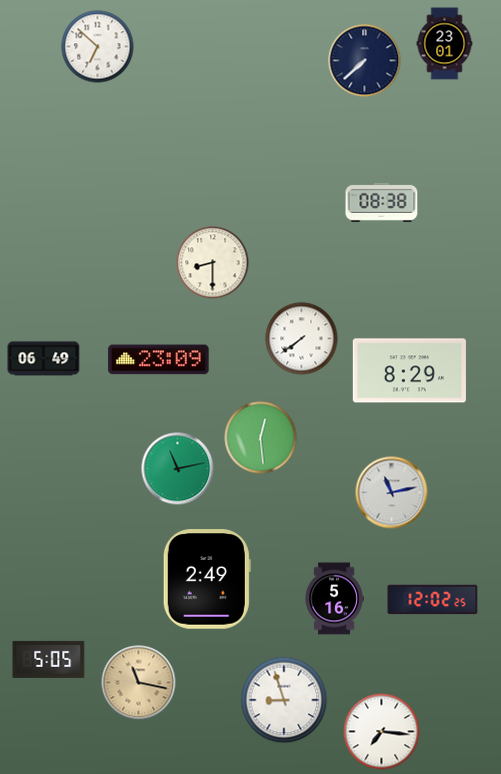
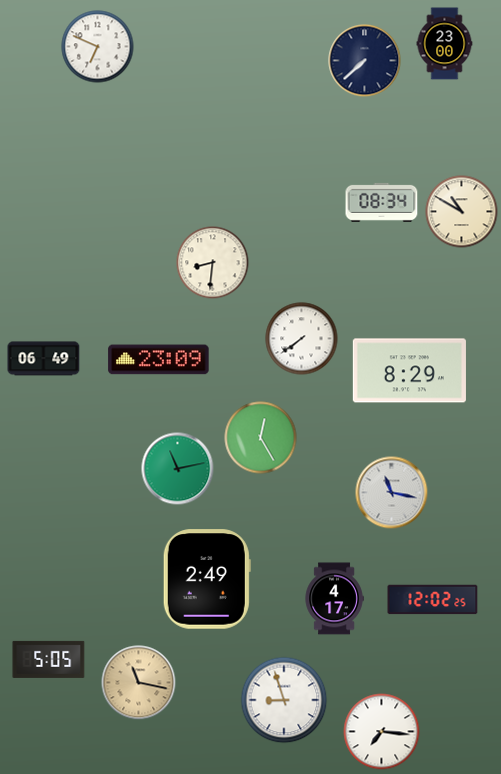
clock at (445, 44): 23:01 -> 23:00
clock at (98, 47): 6:52 -> 6:49
clock at (382, 202): 08:38 -> 08:34
clock at (462, 212): none -> 10:50
clock at (213, 263): 8:30 -> 8:31
clock at (261, 438): 12:29 -> 12:25
clock at (392, 493): 11:13 -> 11:17
clock at (334, 599): 5:16 -> 4:17
